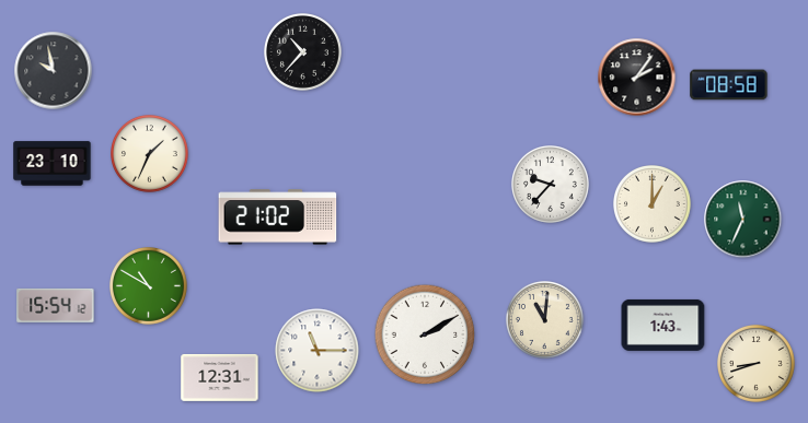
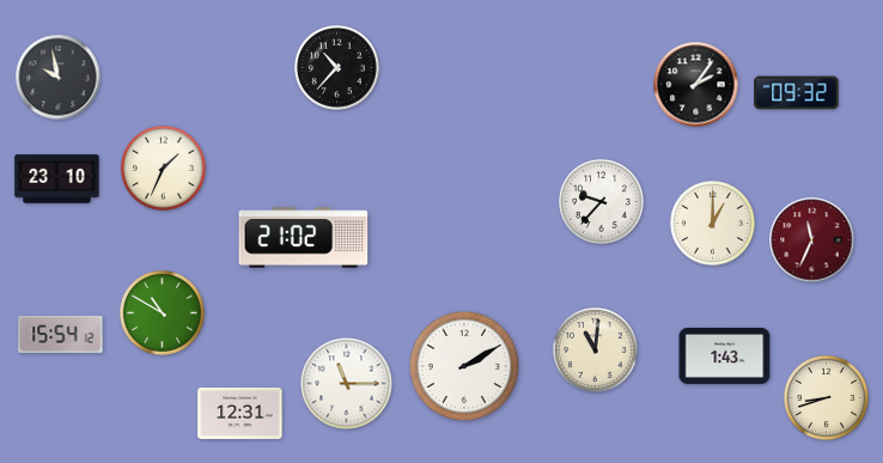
clock at (303, 52) position: (303, 52) -> (337, 68)
clock at (729, 85): 08:58 -> 09:32
clock at (743, 220) dial: green -> burgundy
